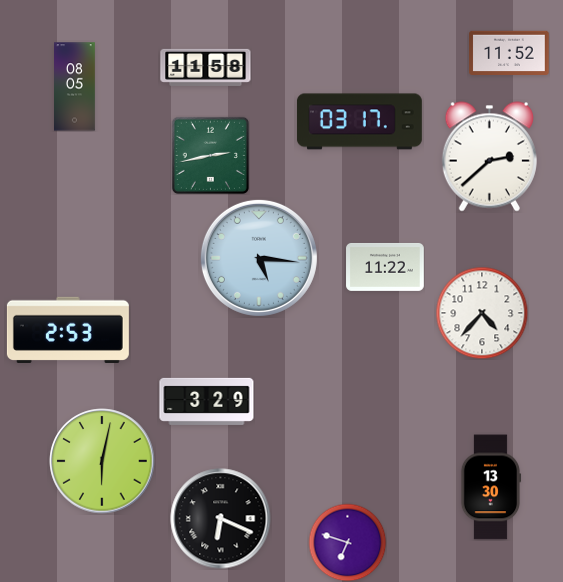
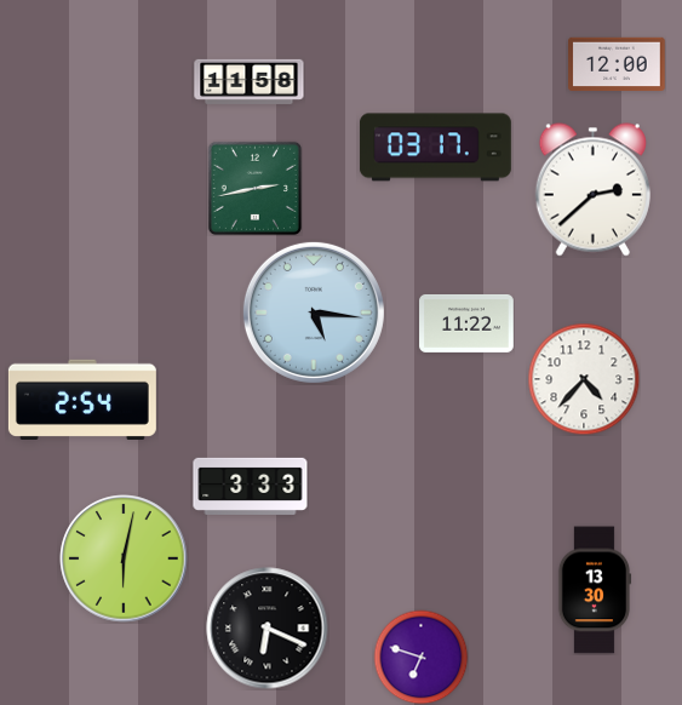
clock at (509, 53): 11:52 -> 12:00
clock at (75, 87): 08:05 -> none
clock at (68, 330): 2:53 -> 2:54
clock at (207, 401): 3:29 -> 3:33
